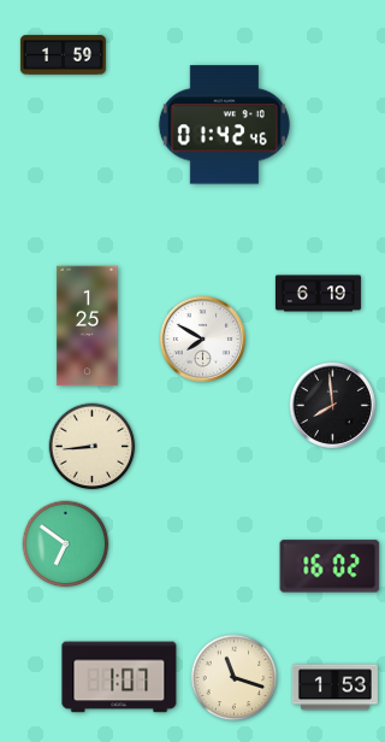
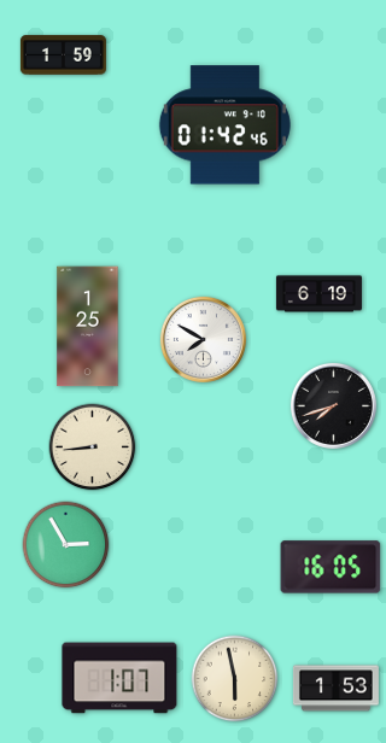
clock at (332, 405): 7:59 -> 7:42
clock at (66, 544): 6:51 -> 2:55
clock at (330, 566): 16:02 -> 16:05
clock at (235, 678): 11:18 -> 5:58
